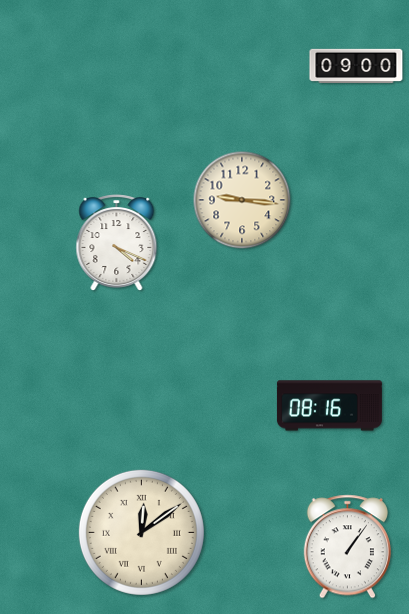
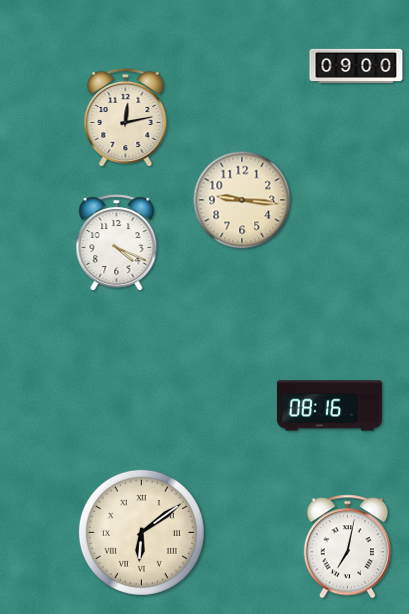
clock at (126, 118): none -> 12:13
clock at (141, 532): 12:09 -> 6:09
clock at (347, 547): 1:06 -> 7:02
